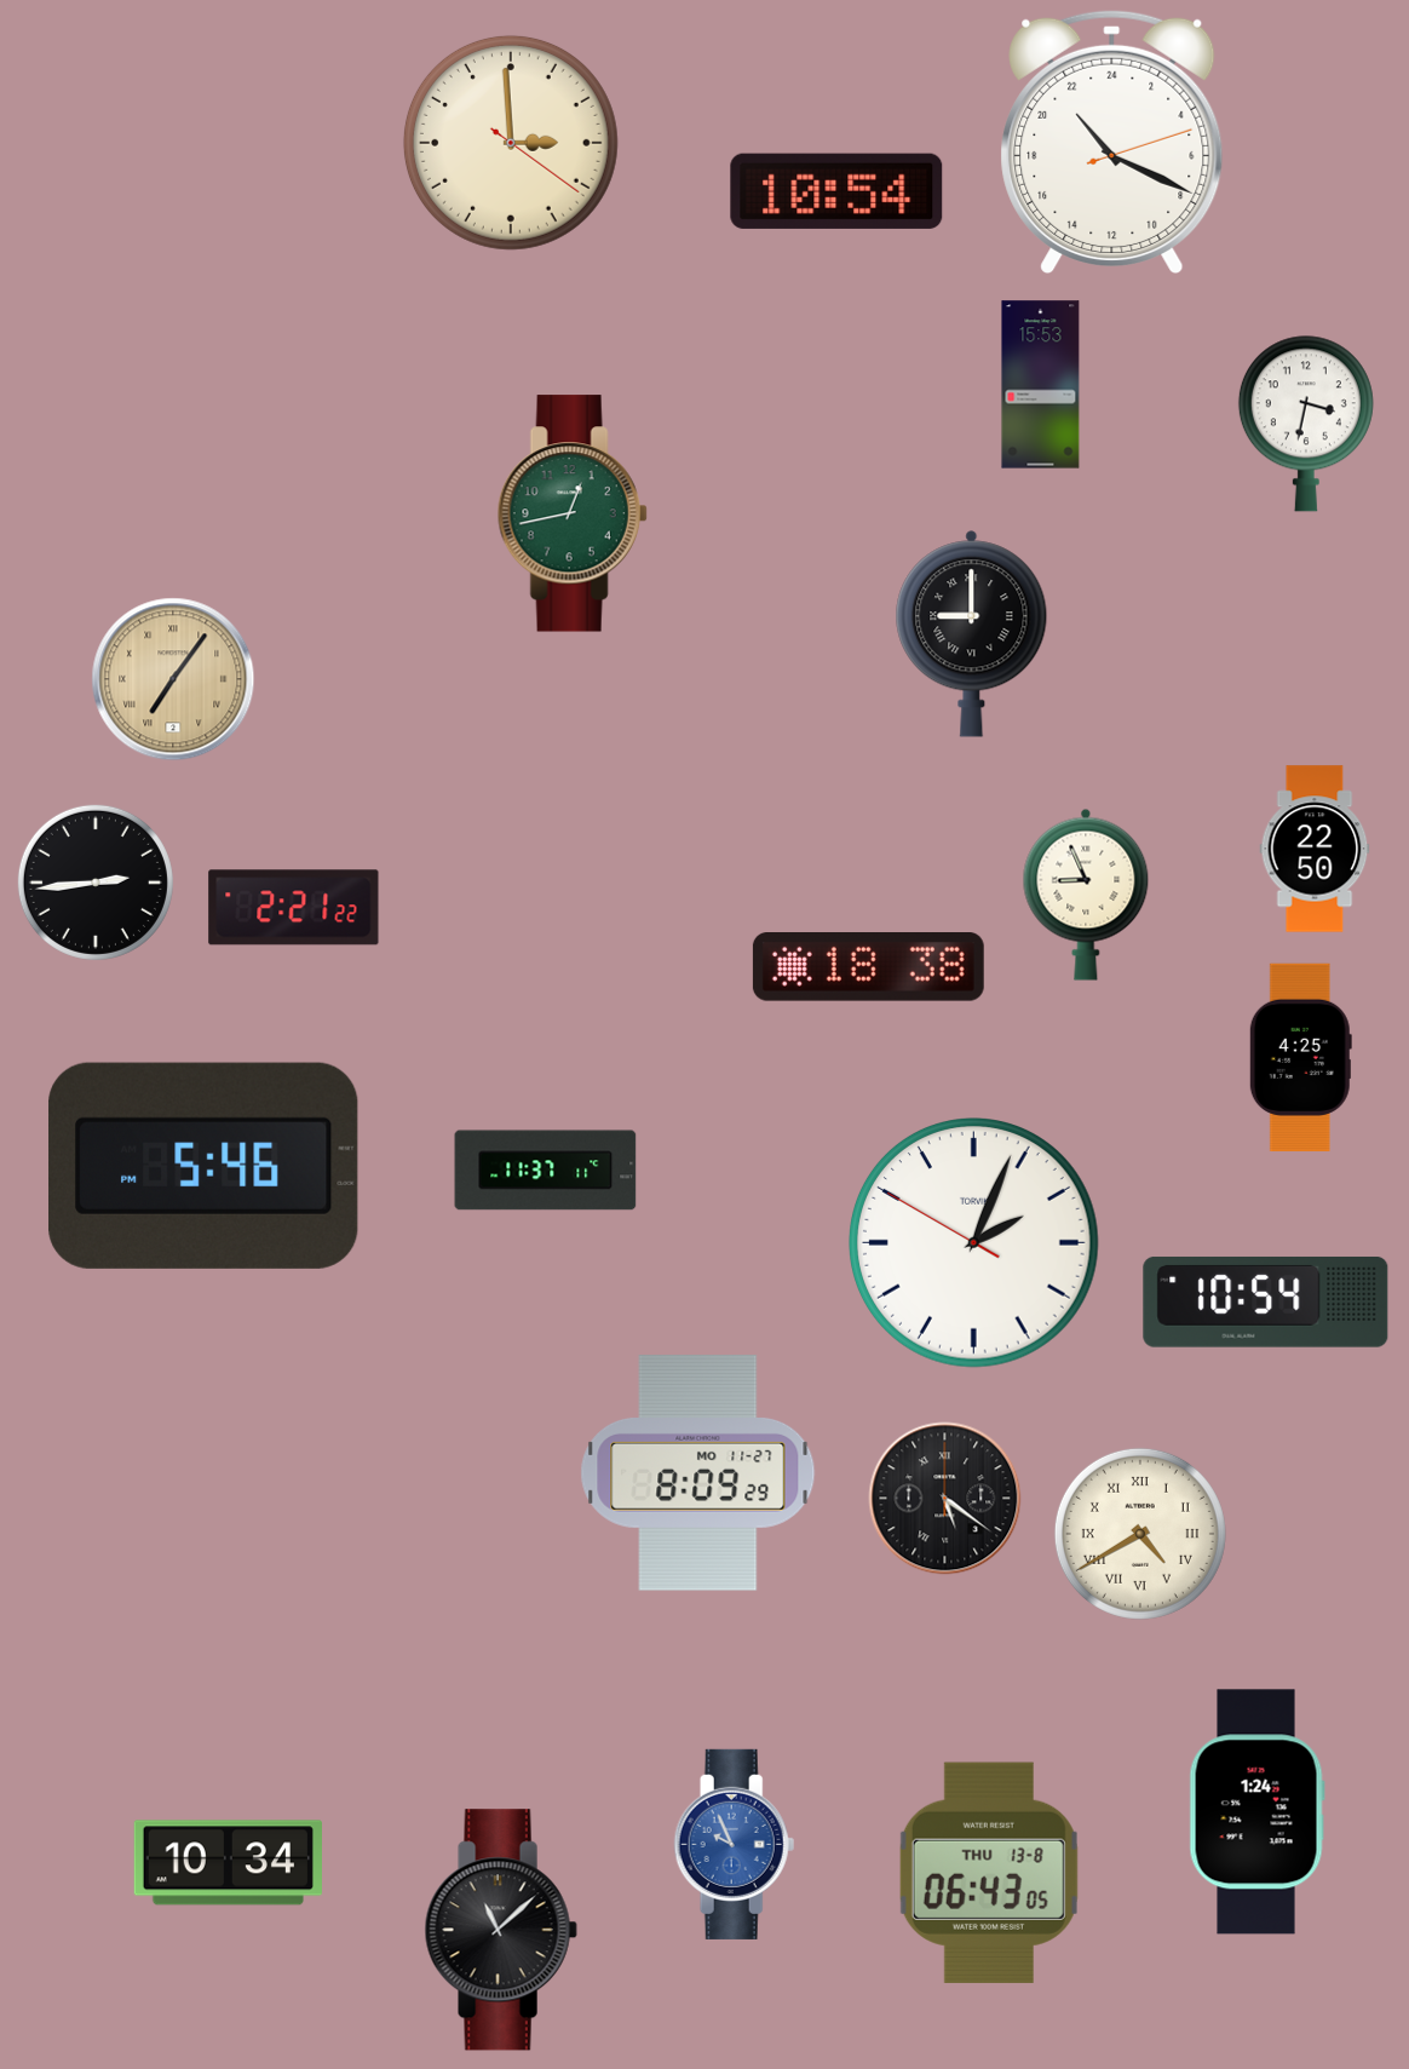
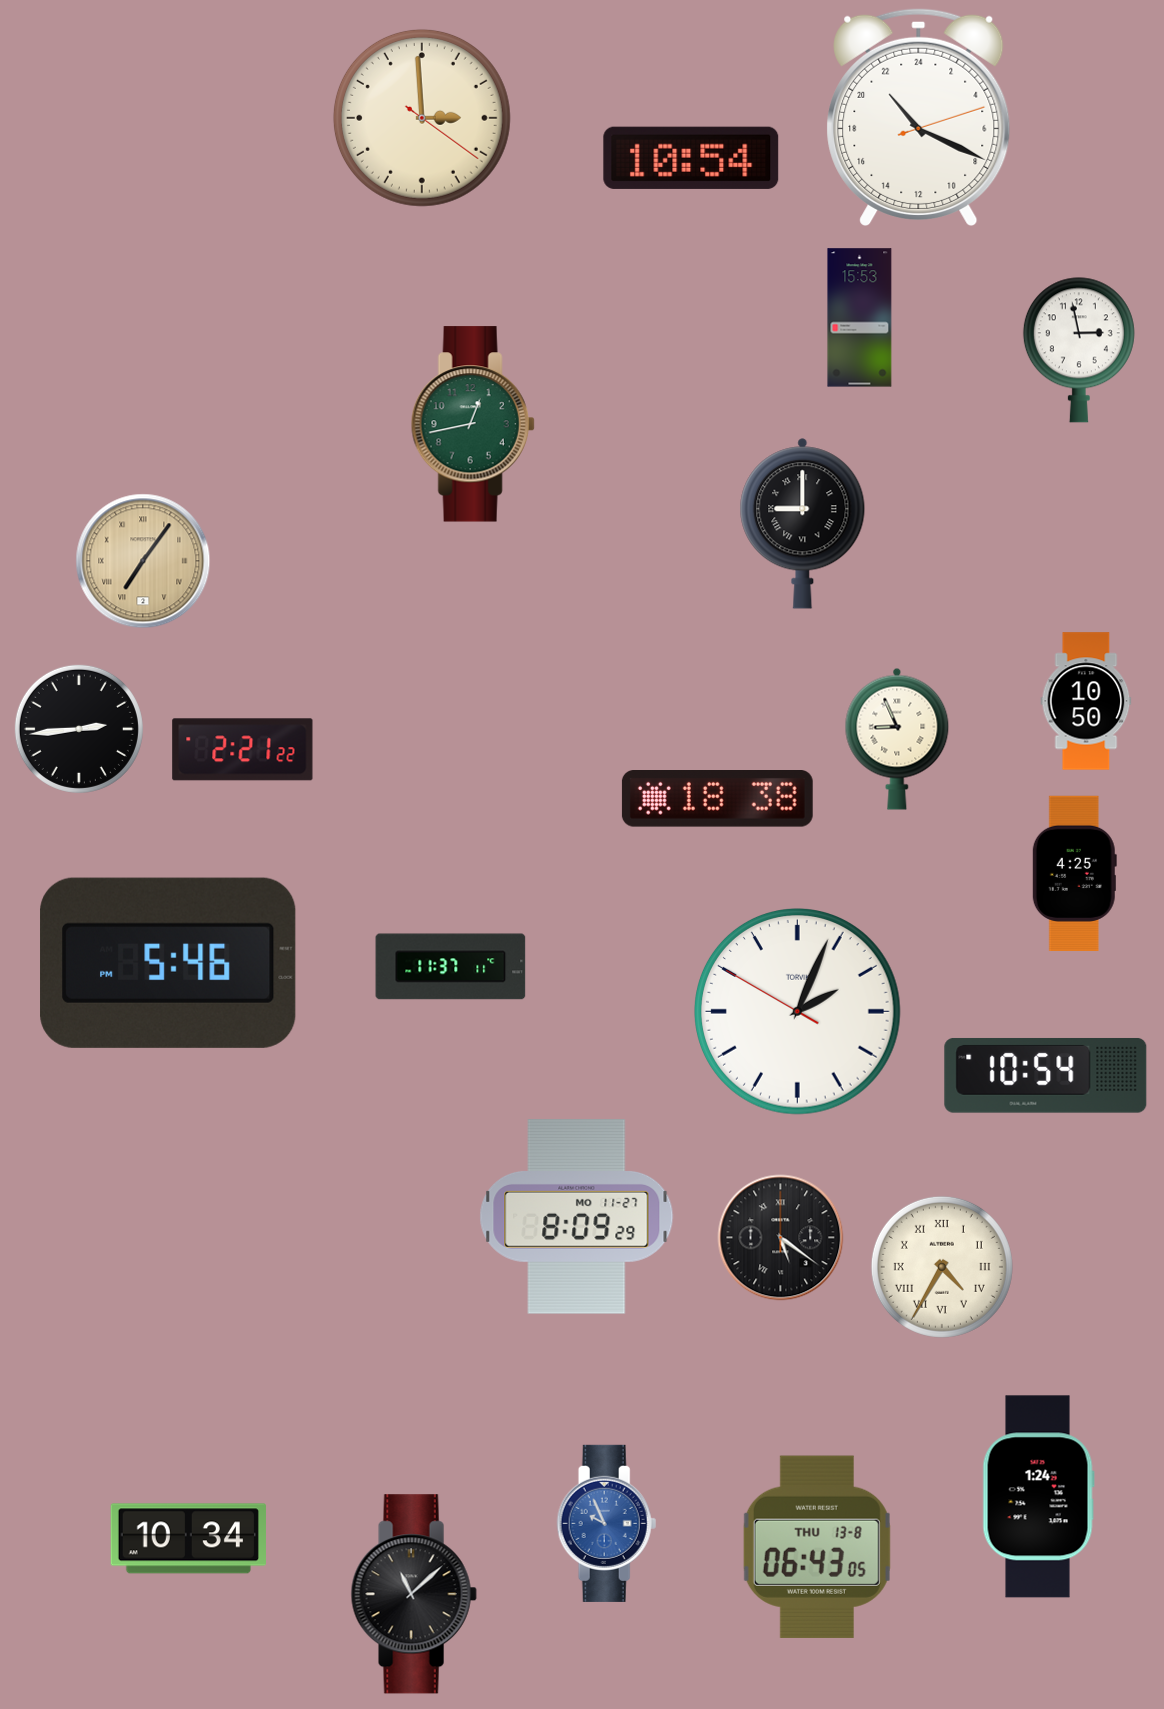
clock at (1306, 424): 3:32 -> 2:58
clock at (1315, 849): 22:50 -> 10:50
clock at (974, 1243) position: (974, 1243) -> (798, 1012)
clock at (1140, 1534): 4:40 -> 4:35
